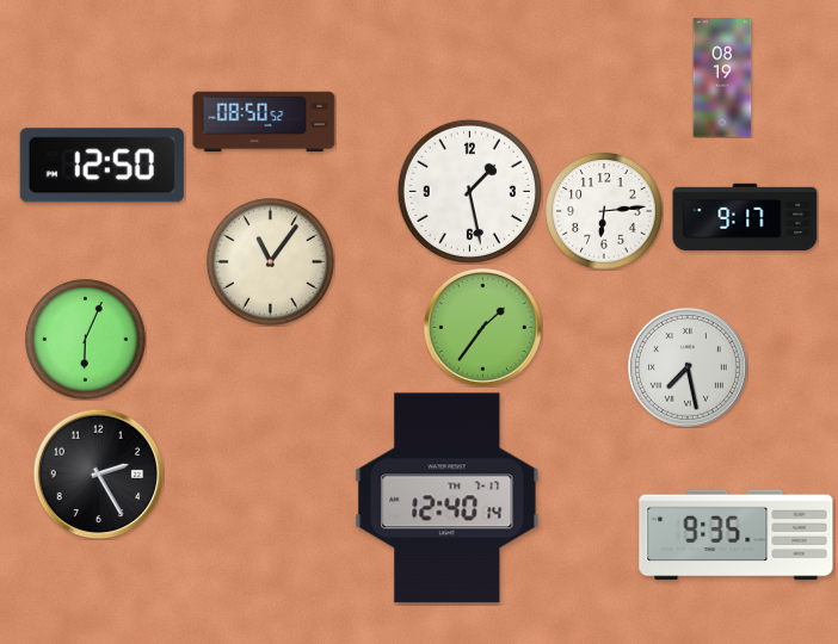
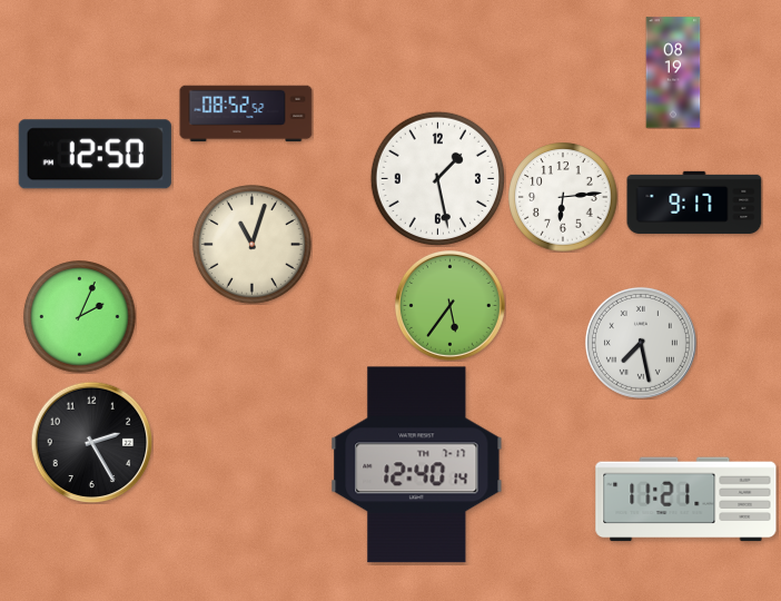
clock at (264, 122): 08:50 -> 08:52
clock at (270, 261): 11:06 -> 11:03
clock at (482, 327): 1:36 -> 5:36
clock at (86, 340): 6:04 -> 2:04
clock at (737, 535): 9:35 -> 11:21
